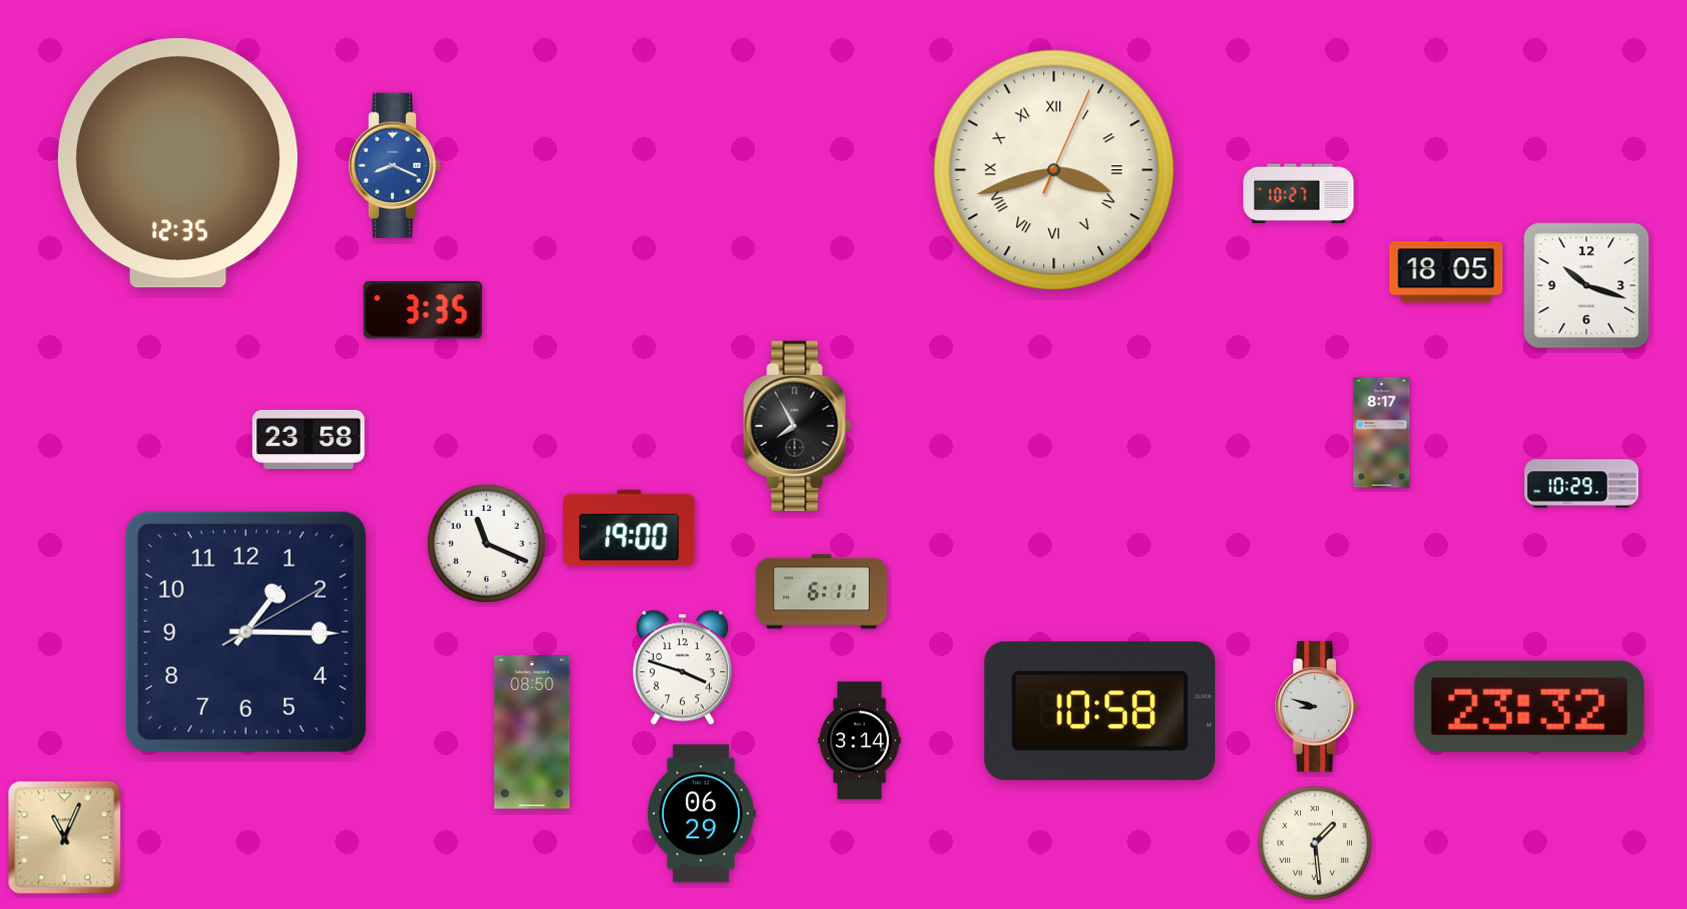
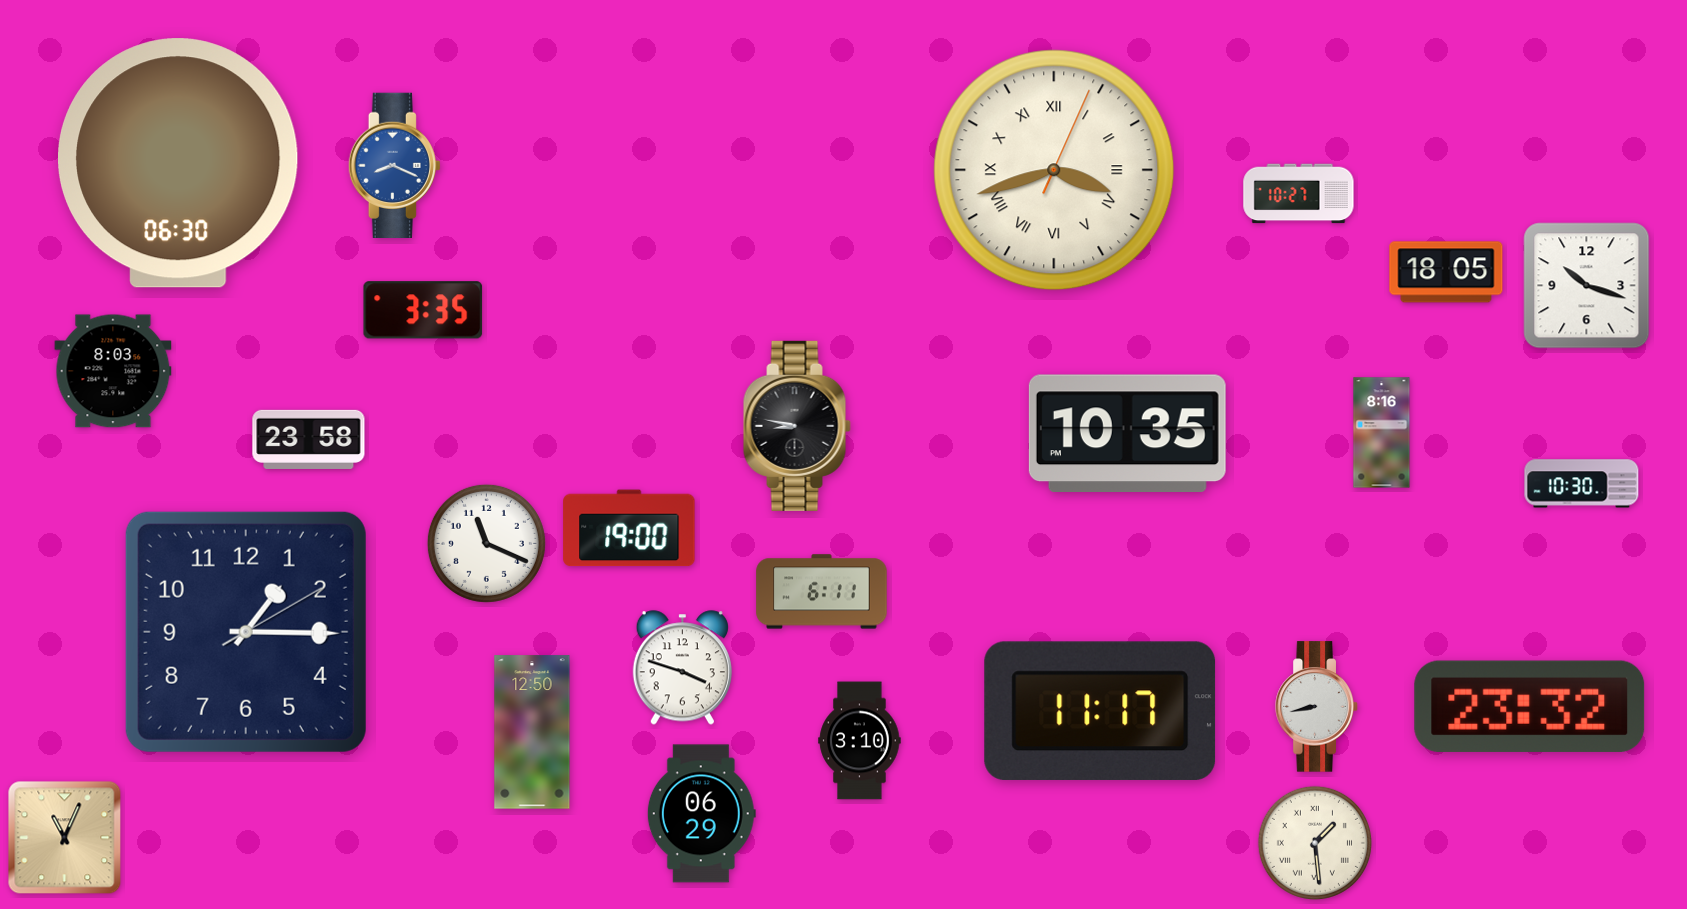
clock at (179, 163): 12:35 -> 06:30
clock at (113, 371): none -> 8:03
clock at (797, 426): 7:55 -> 8:47
clock at (1127, 433): none -> 10:35
clock at (1382, 433): 8:17 -> 8:16
clock at (1582, 484): 10:29 -> 10:30
clock at (1317, 707): 8:48 -> 8:43
clock at (1100, 711): 10:58 -> 11:17
clock at (532, 732): 08:50 -> 12:50
clock at (860, 741): 3:14 -> 3:10
